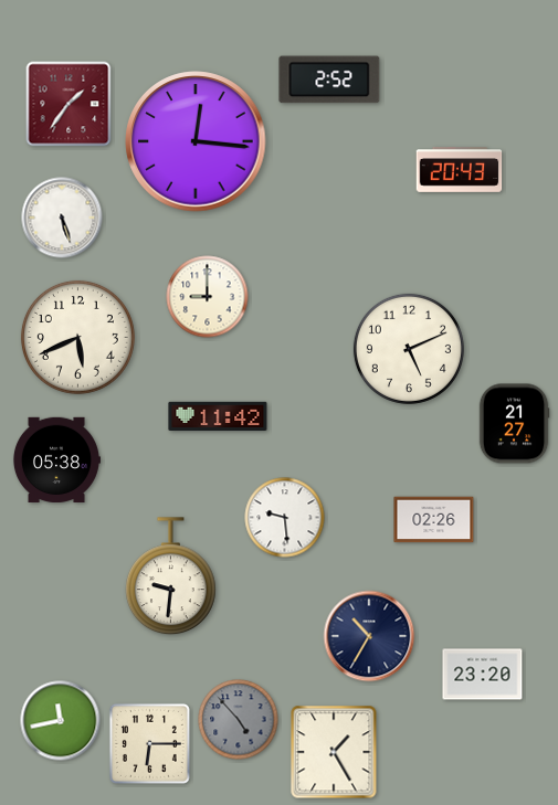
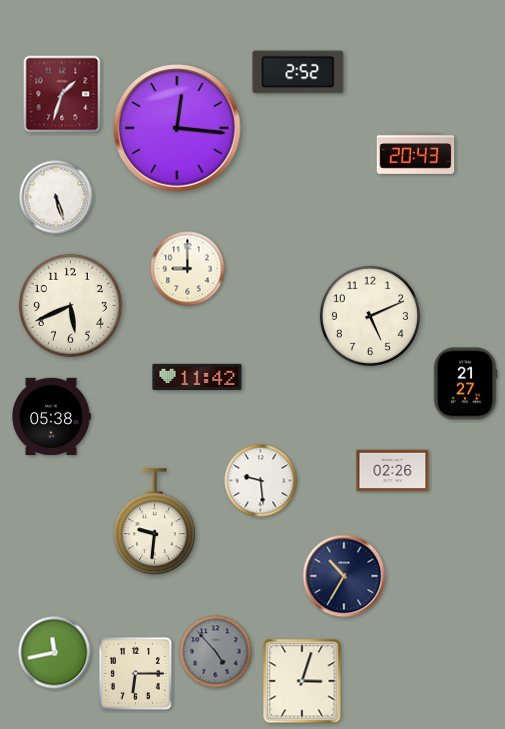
clock at (69, 104): 1:36 -> 1:33
clock at (285, 518) position: (285, 518) -> (261, 481)
clock at (369, 636) position: (369, 636) -> (344, 576)
clock at (483, 675): 23:20 -> none
clock at (334, 752): 1:25 -> 3:03
